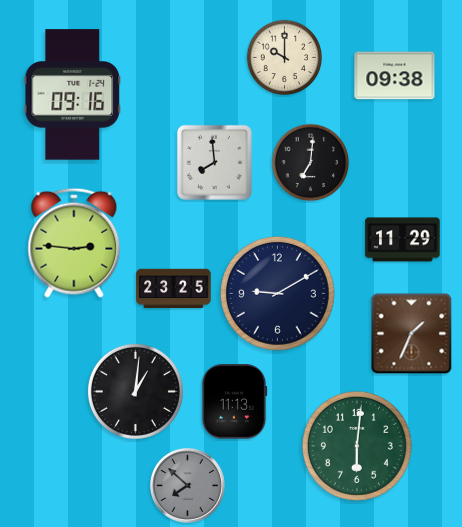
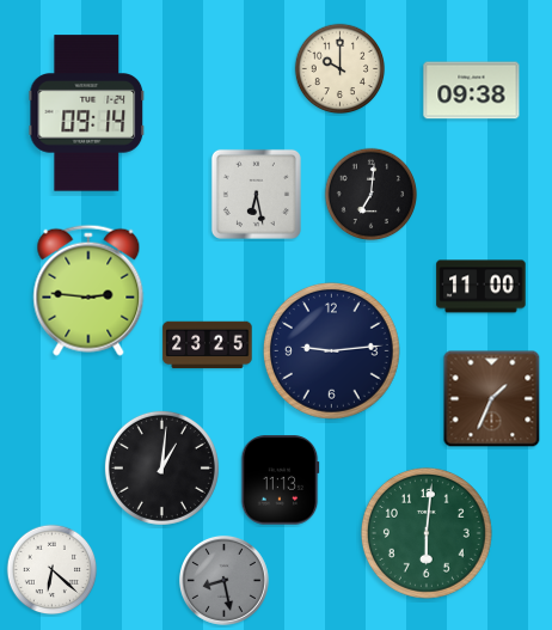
clock at (73, 95): 09:16 -> 09:14
clock at (214, 162): 7:59 -> 6:28
clock at (403, 240): 11:29 -> 11:00
clock at (277, 293): 9:10 -> 9:14
clock at (53, 570): none -> 6:22
clock at (187, 485): 7:52 -> 8:28
